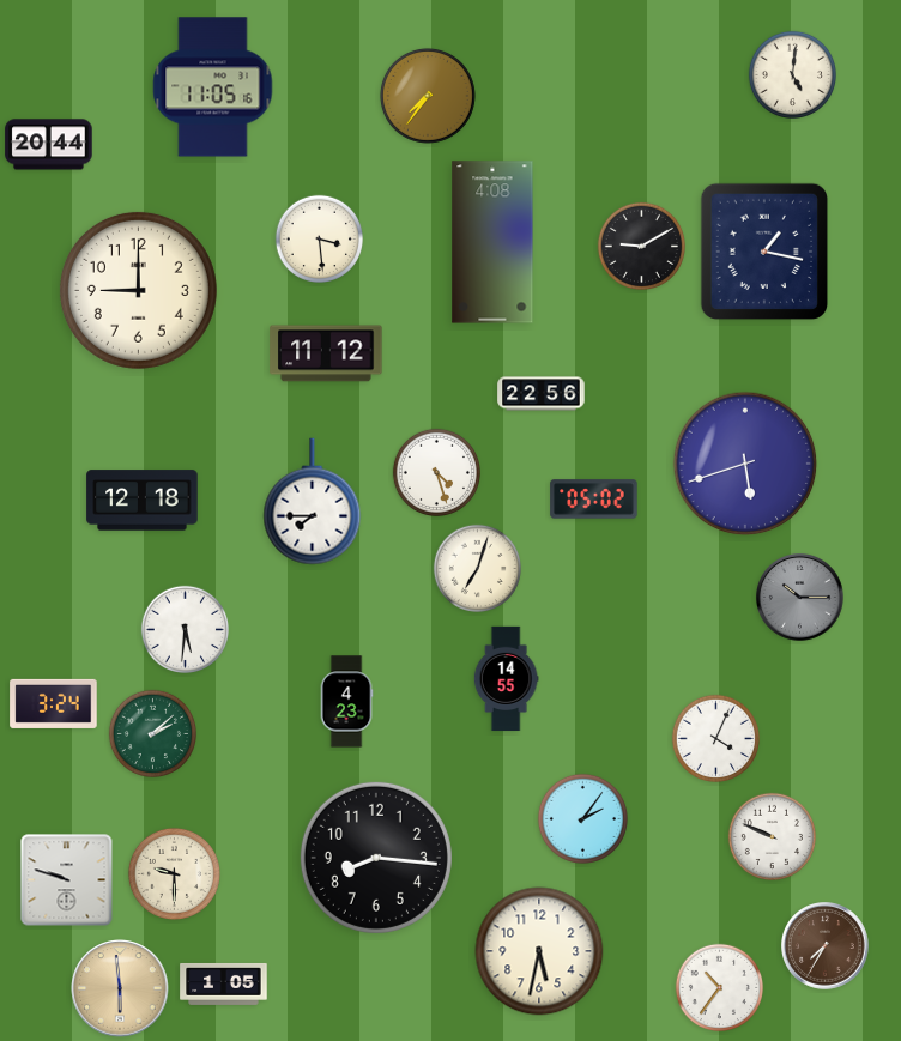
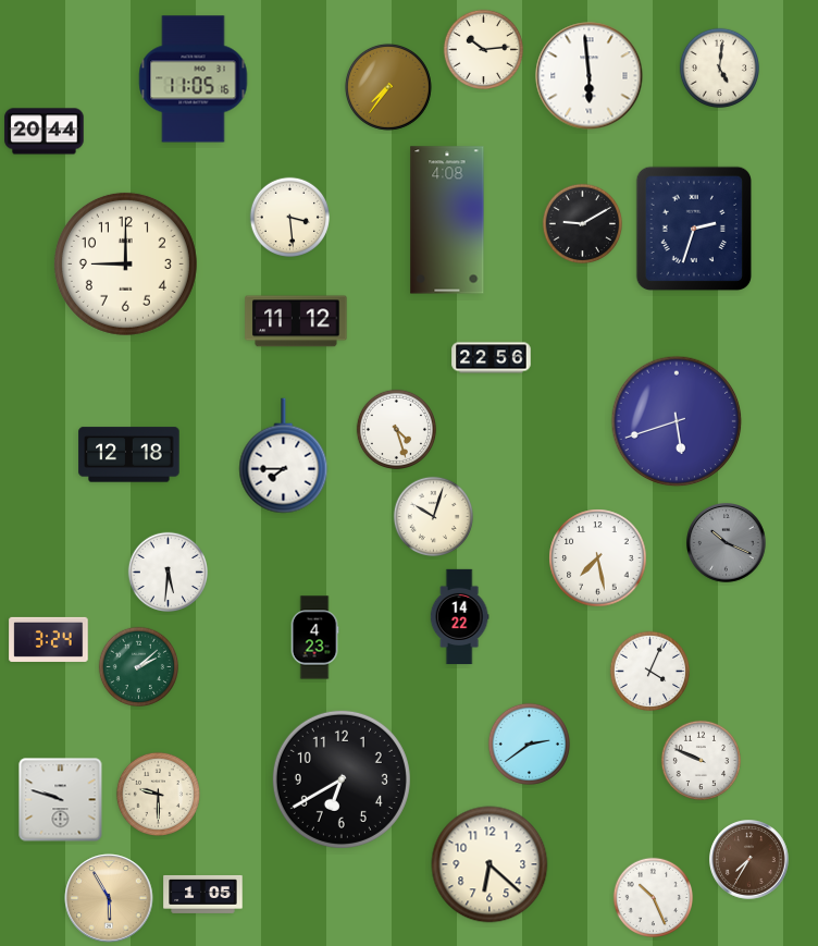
clock at (483, 49): none -> 10:14
clock at (590, 76): none -> 5:59
clock at (763, 252): 1:17 -> 2:33
clock at (594, 500): 05:02 -> none
clock at (477, 568): 7:03 -> 10:03
clock at (800, 598): 10:15 -> 10:19
clock at (598, 558): none -> 7:28
clock at (506, 679): 14:55 -> 14:22
clock at (582, 818): 2:06 -> 2:39
clock at (376, 858): 8:16 -> 6:40
clock at (539, 951): 5:32 -> 6:22
clock at (719, 987): 10:36 -> 10:26
clock at (120, 988): 5:59 -> 5:55
